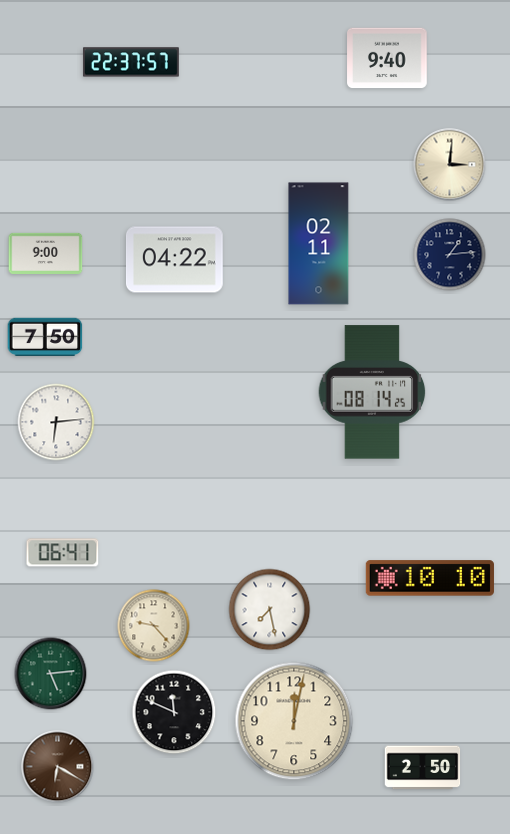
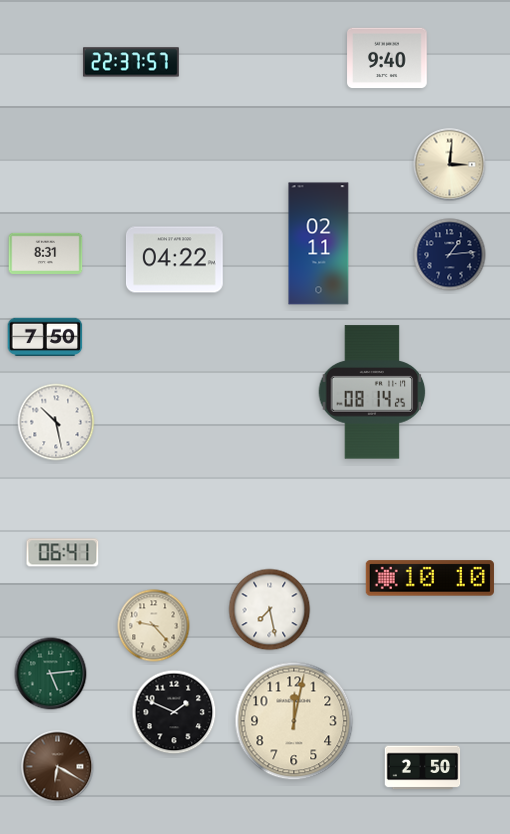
clock at (46, 253): 9:00 -> 8:31
clock at (56, 422): 6:14 -> 10:28
clock at (174, 712): 11:49 -> 1:49
